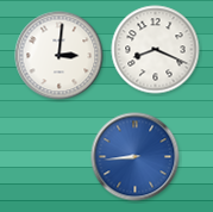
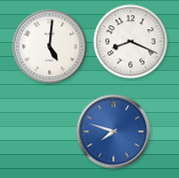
clock at (59, 56): 3:01 -> 5:01
clock at (136, 157): 8:44 -> 7:48
